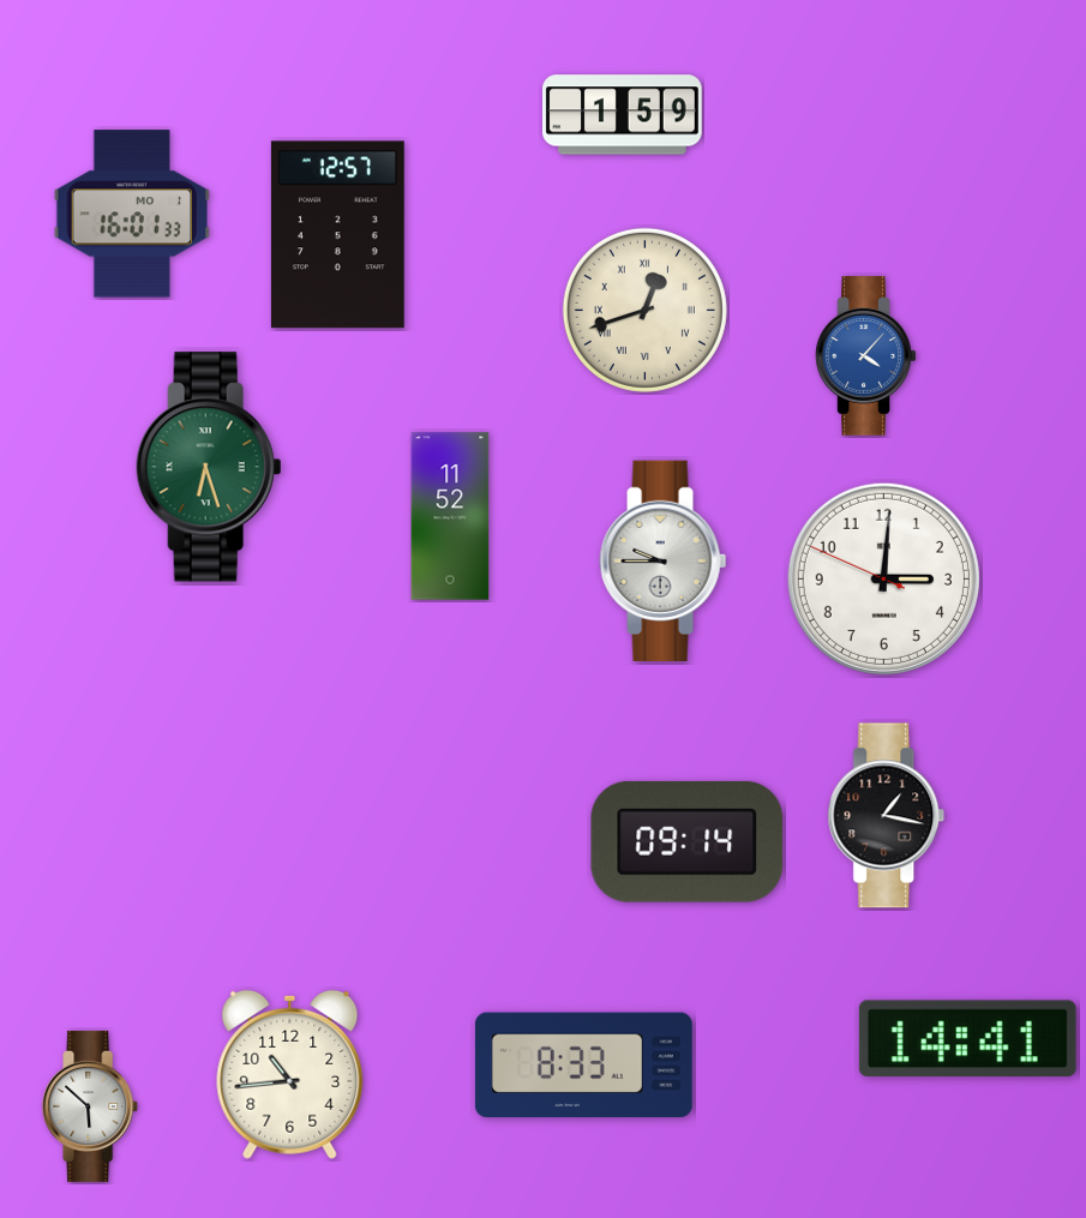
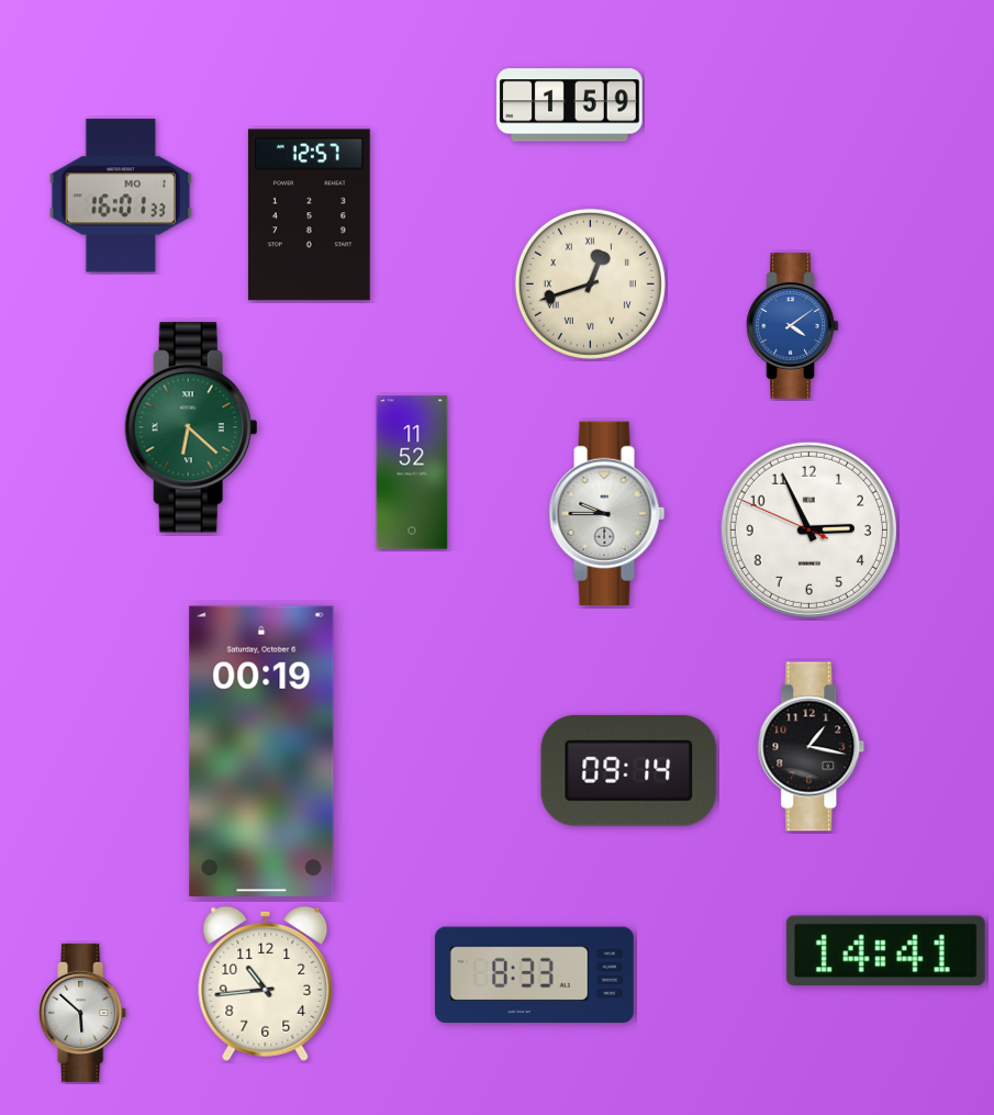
clock at (866, 356): 4:07 -> 4:09
clock at (209, 467): 6:27 -> 6:22
clock at (883, 578): 3:00 -> 2:55
clock at (261, 750): none -> 00:19
